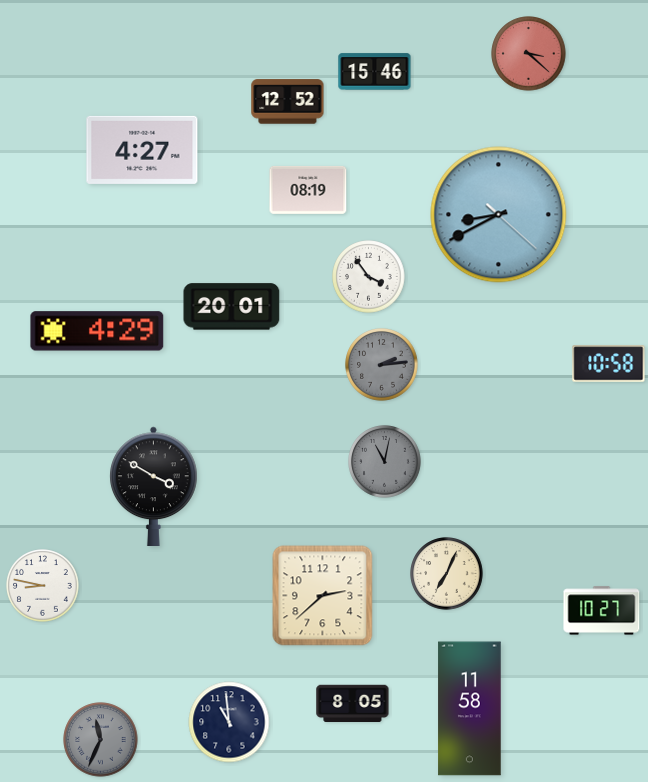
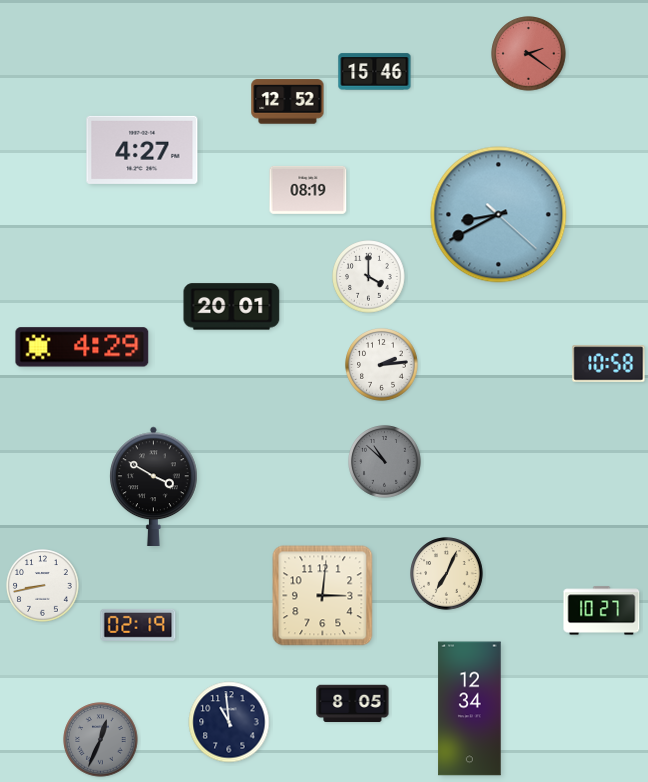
clock at (529, 54): 3:22 -> 2:21
clock at (369, 277): 3:54 -> 4:00
clock at (97, 331) position: (97, 331) -> (82, 347)
clock at (382, 365) dial: grey -> white
clock at (385, 462): 11:02 -> 10:52
clock at (43, 586): 8:47 -> 8:43
clock at (323, 596): 2:38 -> 3:01
clock at (138, 625): none -> 02:19
clock at (470, 709): 11:58 -> 12:34
clock at (101, 740): 11:34 -> 12:34
